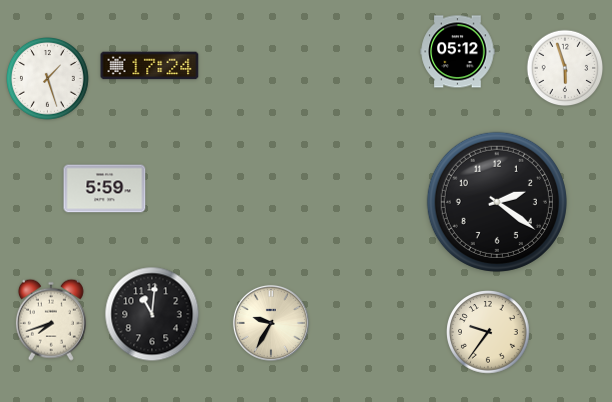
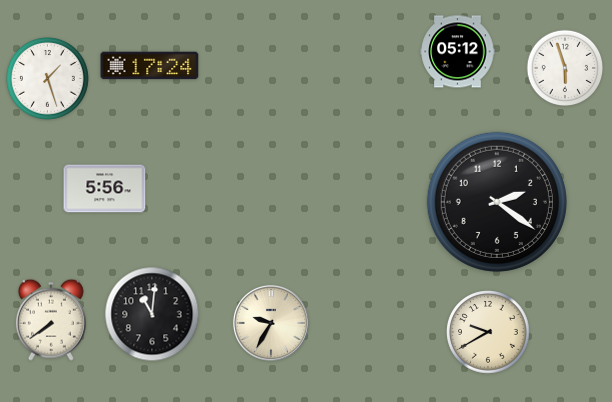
clock at (105, 189): 5:59 -> 5:56
clock at (51, 320): 7:42 -> 7:39
clock at (488, 332): 9:36 -> 9:40
